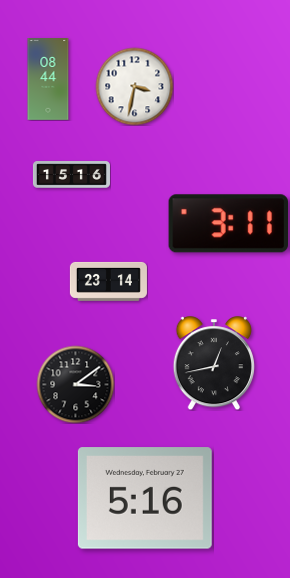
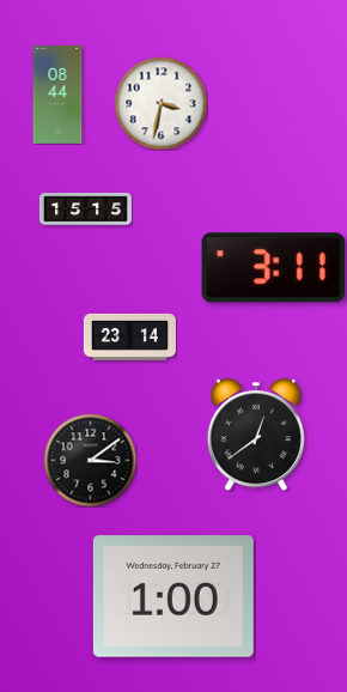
clock at (71, 175): 15:16 -> 15:15
clock at (213, 363): 12:43 -> 12:39
clock at (145, 498): 5:16 -> 1:00
